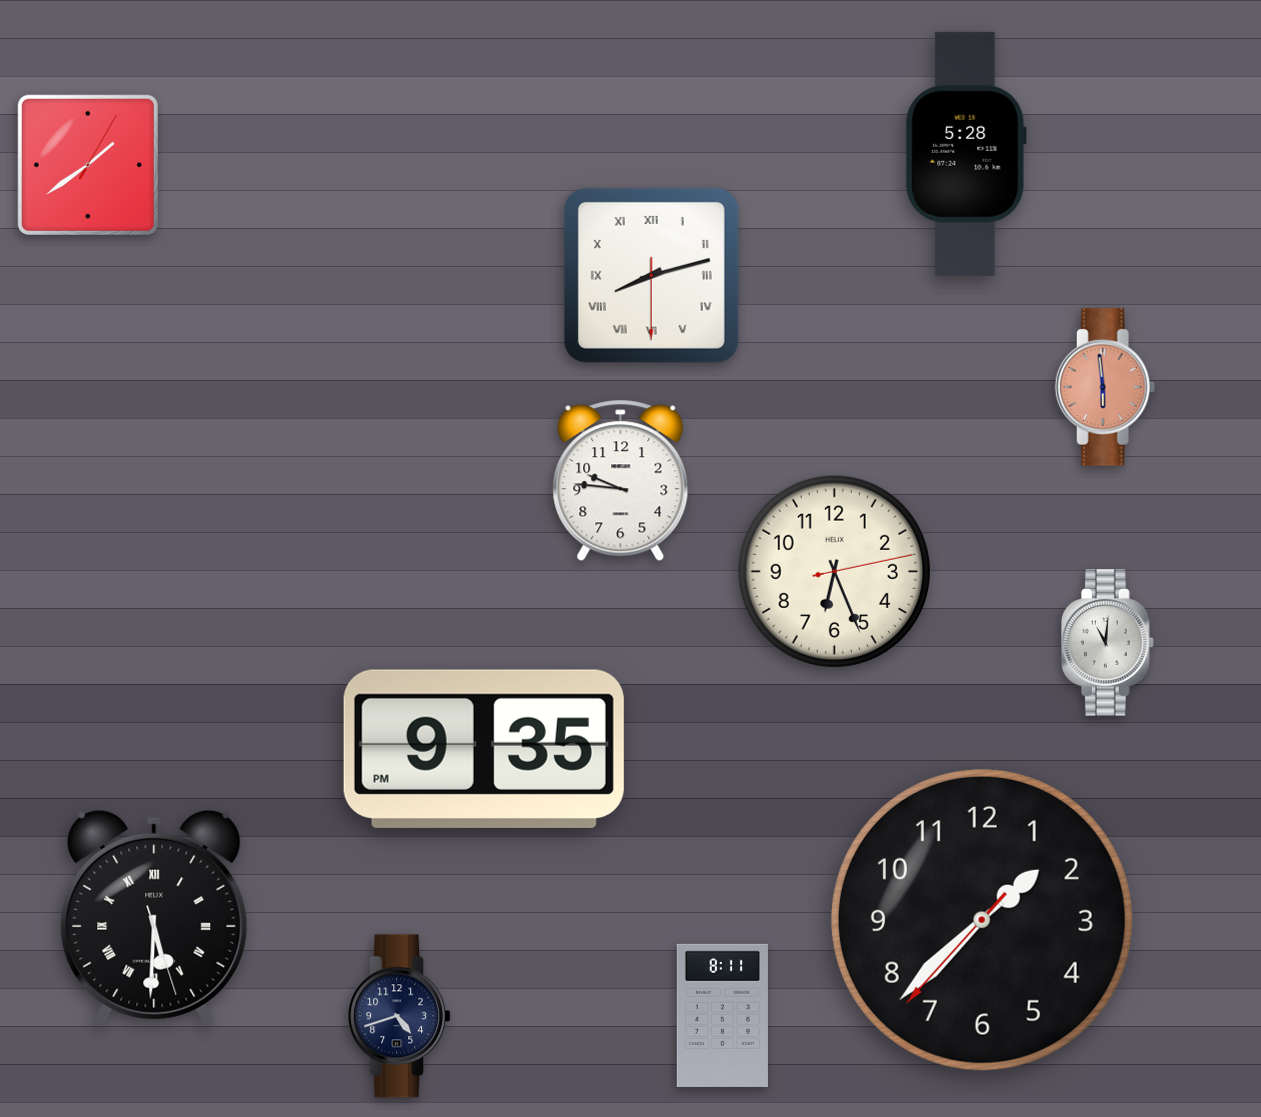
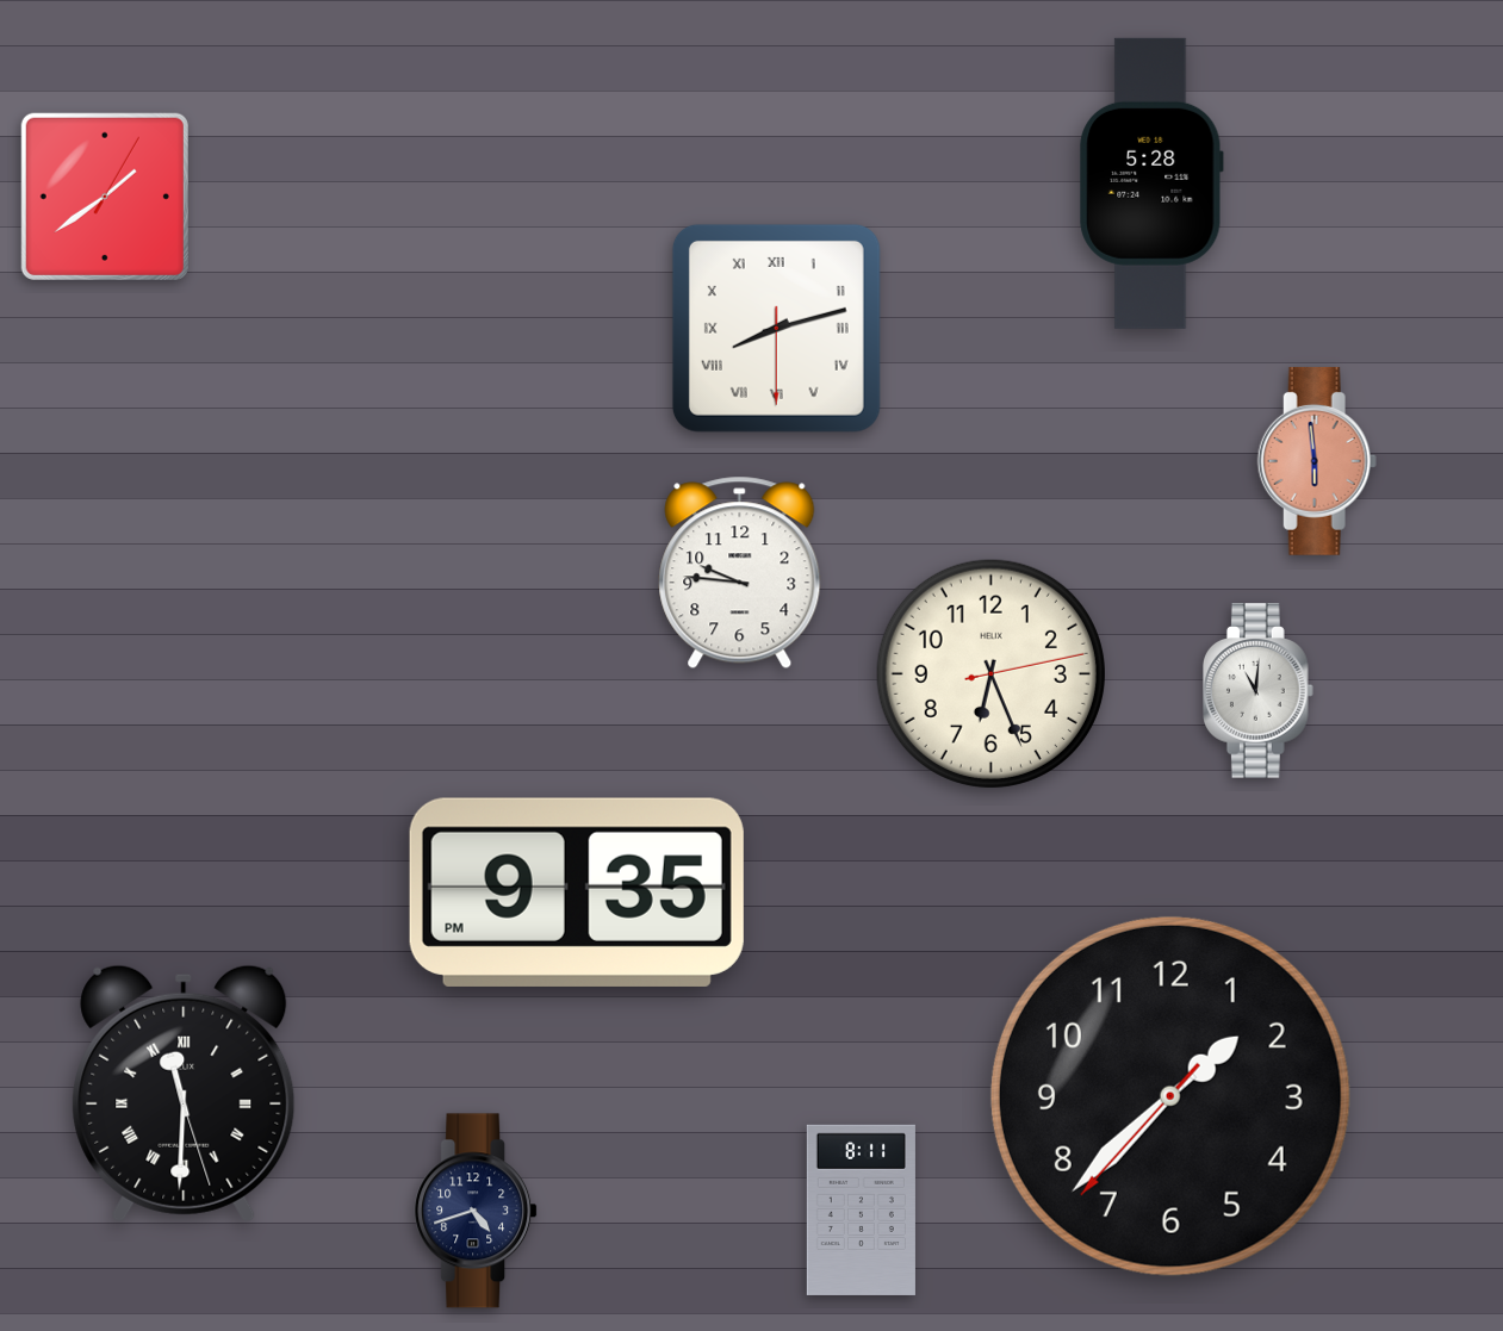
clock at (834, 571) position: (834, 571) -> (990, 673)
clock at (1108, 643) position: (1108, 643) -> (1259, 691)
clock at (154, 918): 5:30 -> 11:30
